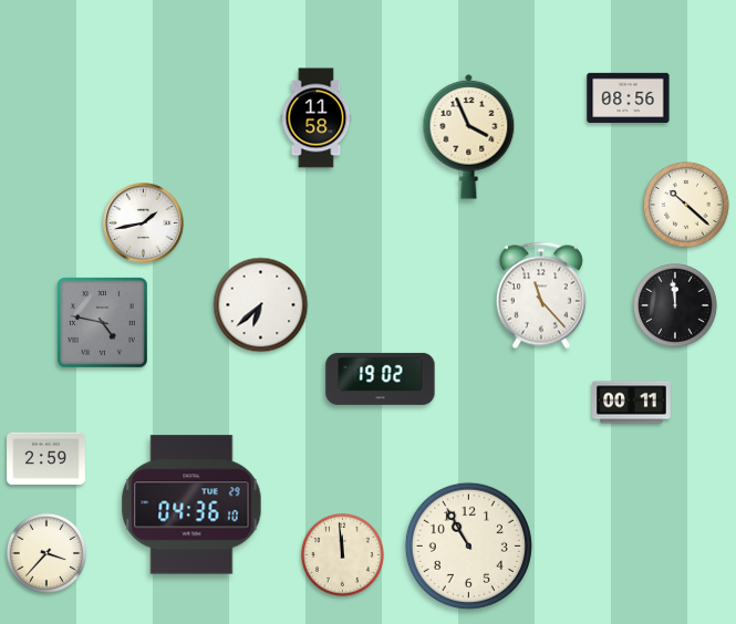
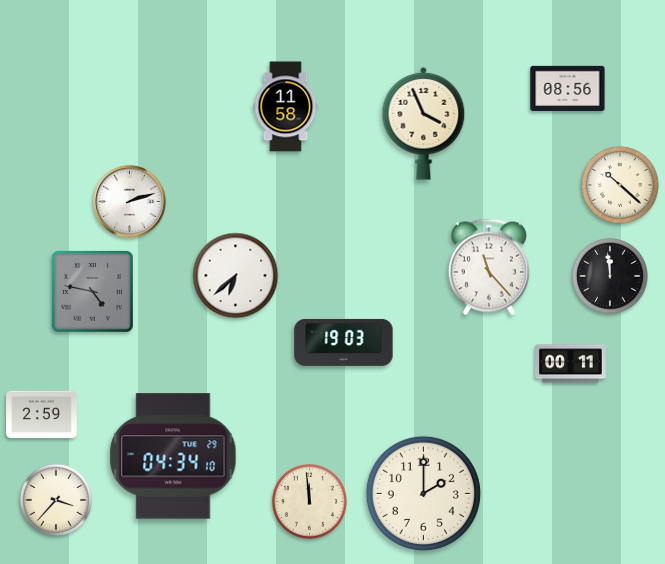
clock at (144, 223): 1:43 -> 2:12
clock at (381, 378): 19:02 -> 19:03
clock at (191, 505): 04:36 -> 04:34
clock at (468, 545): 10:55 -> 2:00
clock at (45, 552) position: (45, 552) -> (55, 499)
